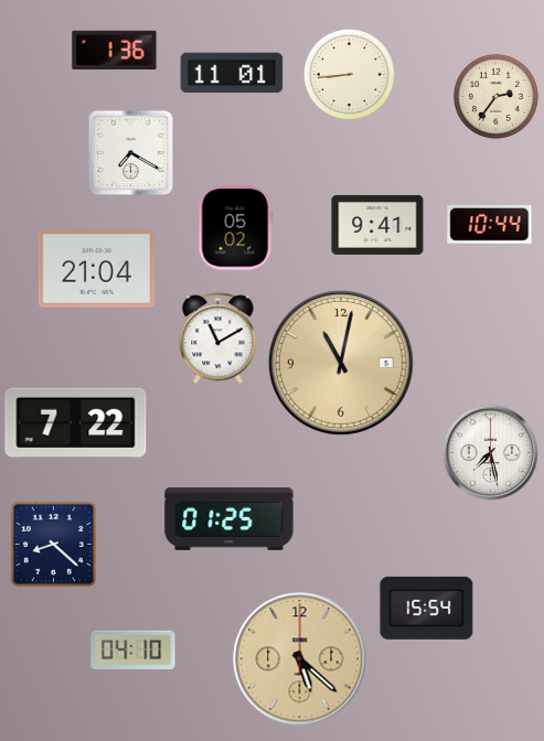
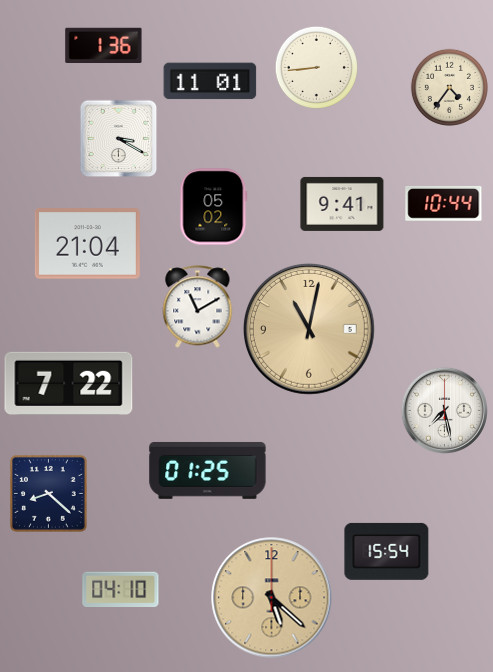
clock at (232, 73) position: (232, 73) -> (210, 81)
clock at (495, 96): 2:36 -> 4:36
clock at (130, 152): 7:20 -> 3:20
